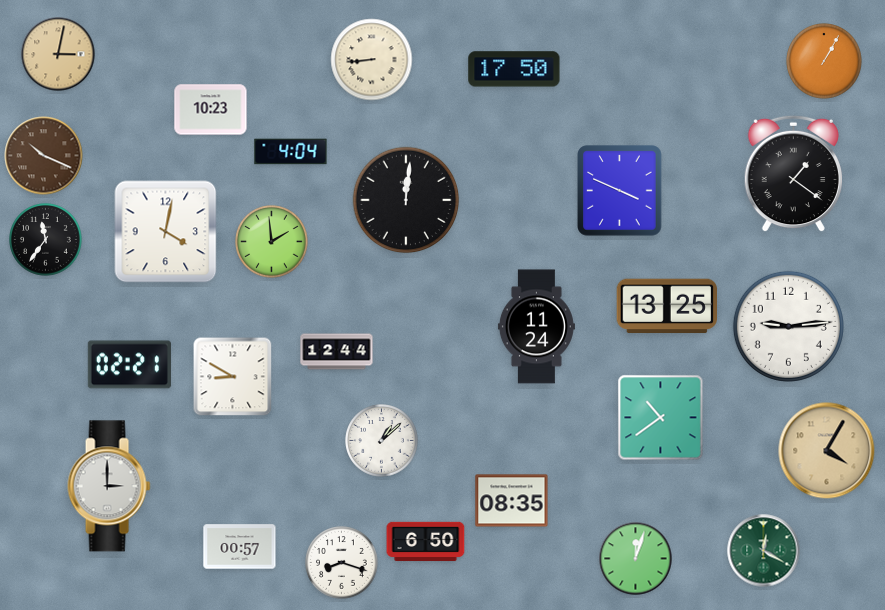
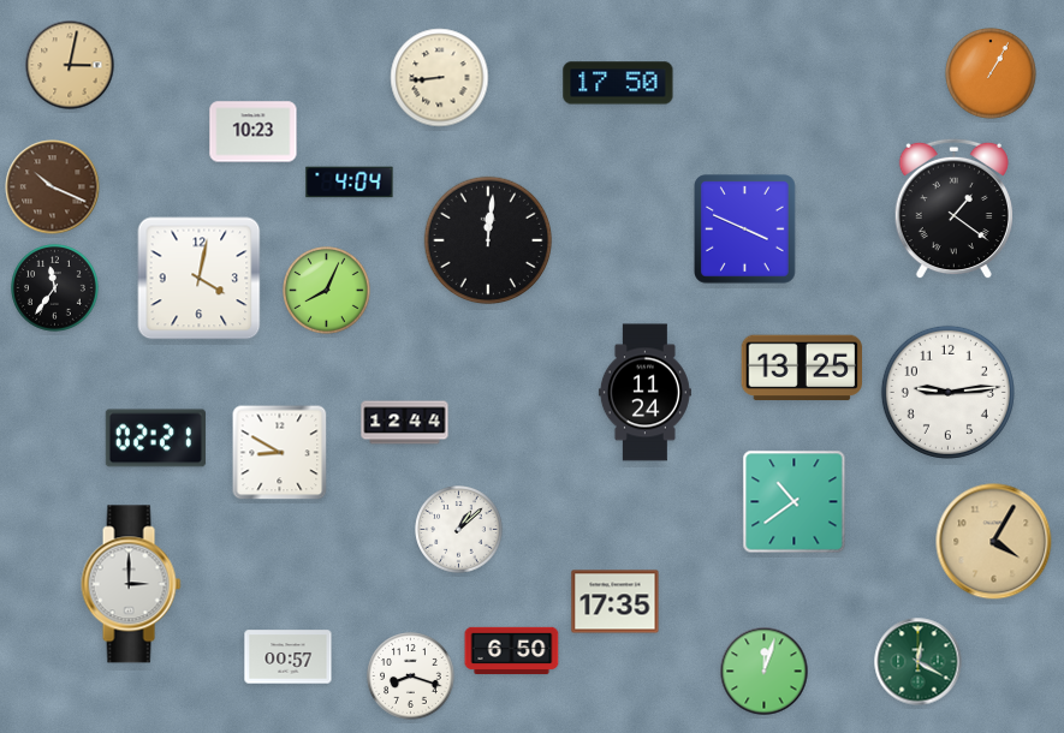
clock at (372, 60) position: (372, 60) -> (440, 78)
clock at (272, 242): 1:59 -> 8:04
clock at (512, 501): 08:35 -> 17:35
